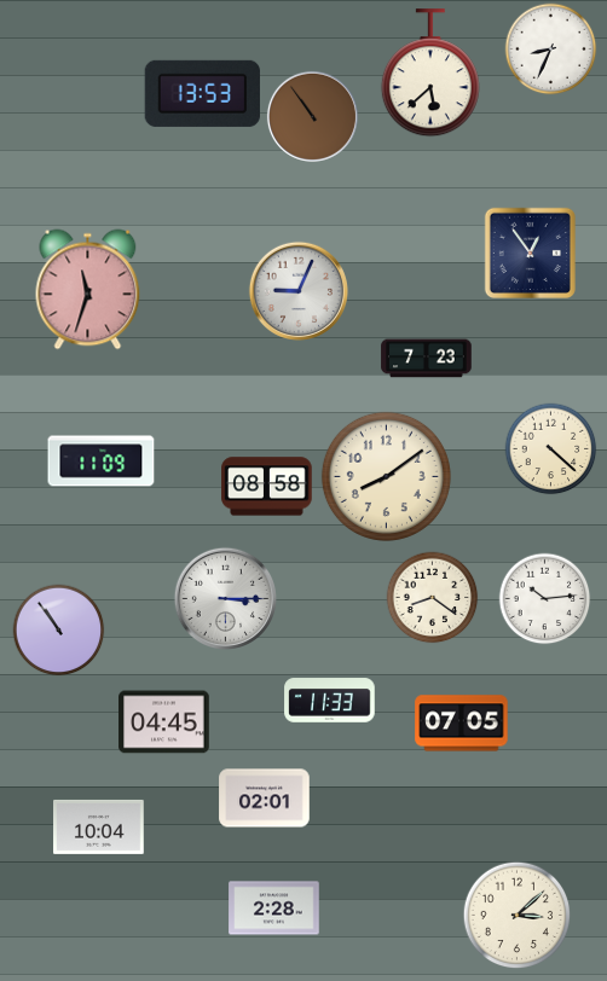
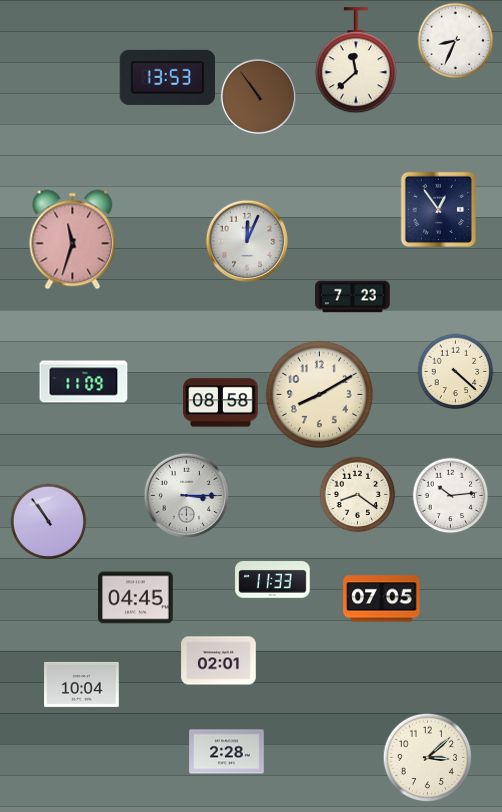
clock at (430, 74): 5:38 -> 11:38
clock at (299, 291): 9:04 -> 12:04
clock at (386, 476): 8:09 -> 8:10
